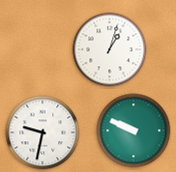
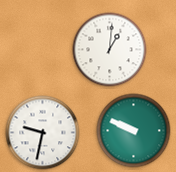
clock at (110, 50): 1:03 -> 1:01
